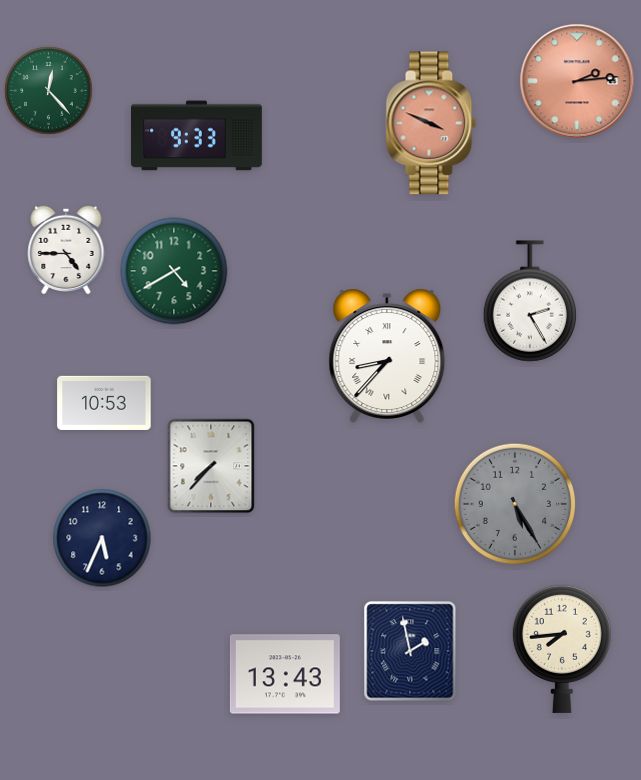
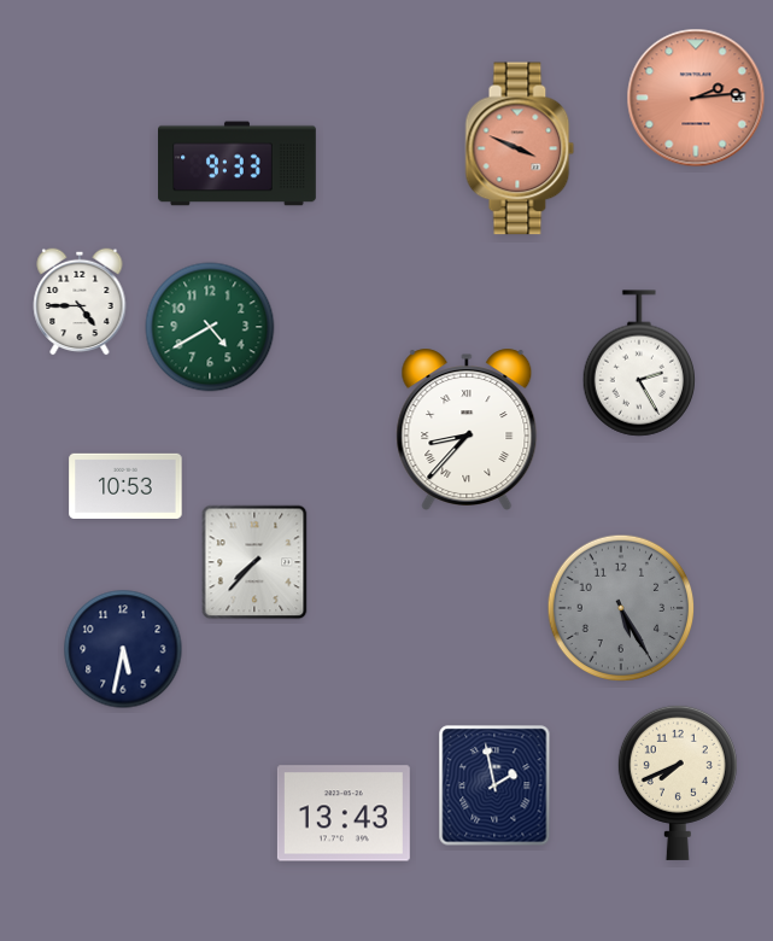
clock at (49, 91): 12:23 -> none
clock at (102, 538): 5:34 -> 5:32
clock at (562, 648): 7:44 -> 7:41
